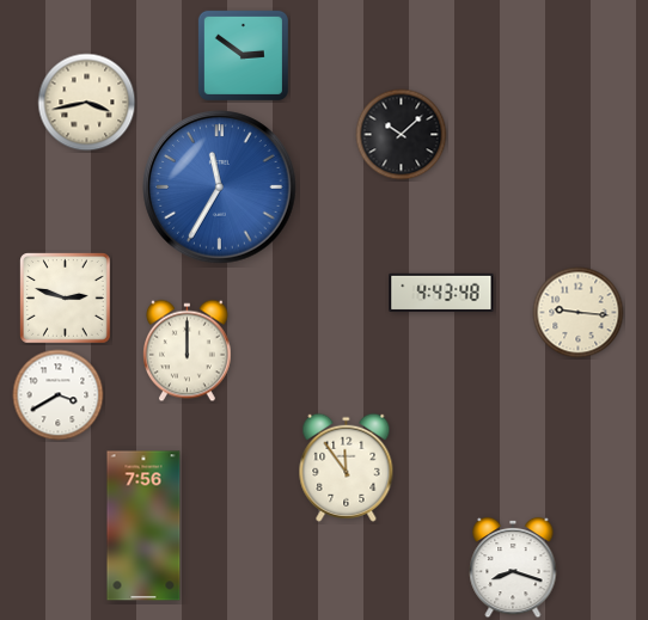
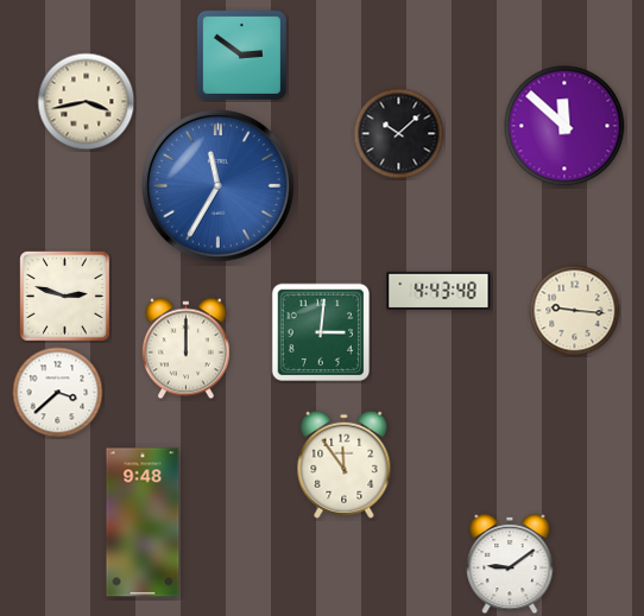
clock at (564, 126): none -> 11:52
clock at (321, 332): none -> 3:01
clock at (59, 395): 3:40 -> 3:38
clock at (143, 526): 7:56 -> 9:48
clock at (513, 567): 8:18 -> 9:09
